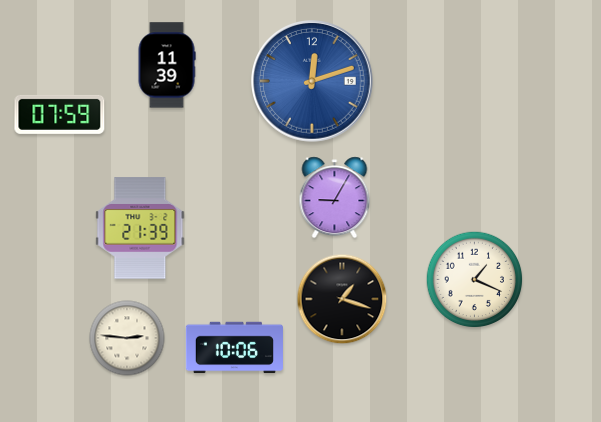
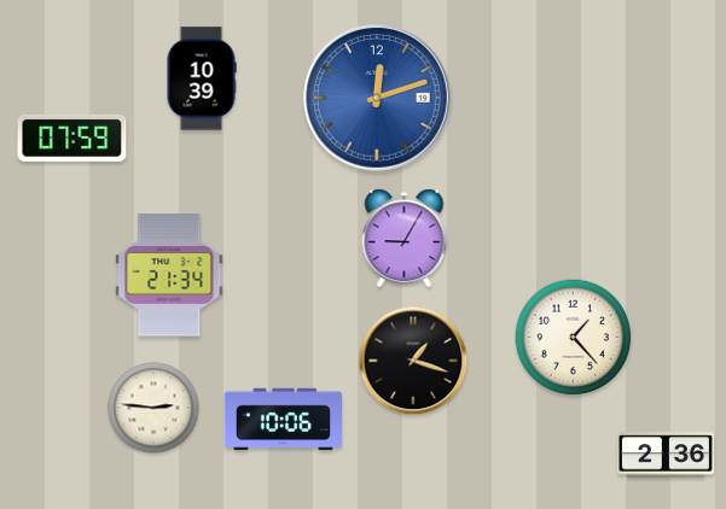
clock at (167, 65): 11:39 -> 10:39
clock at (140, 228): 21:39 -> 21:34
clock at (475, 280): 1:19 -> 1:23
clock at (666, 455): none -> 2:36
